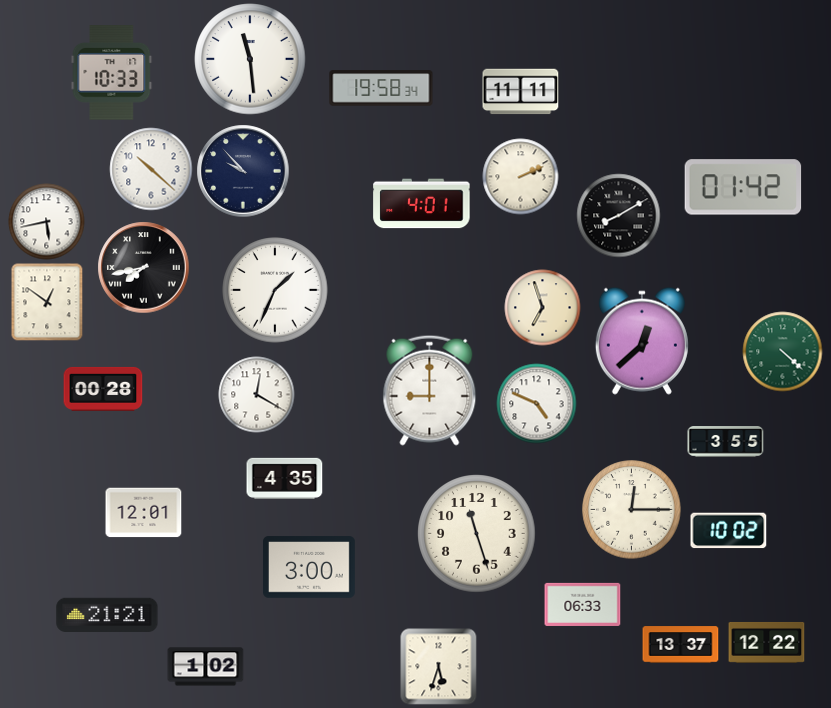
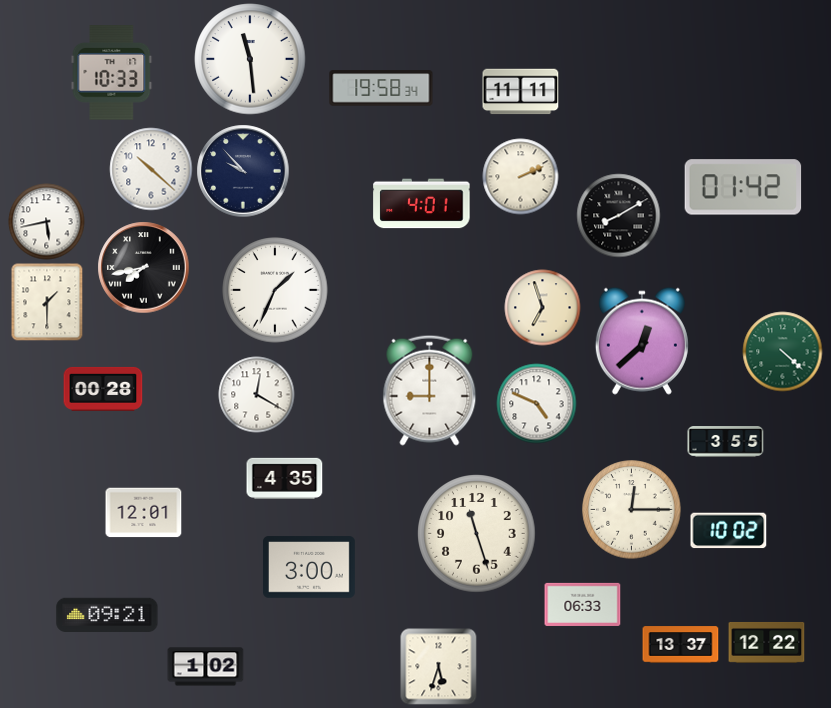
clock at (47, 302): 12:51 -> 1:30
clock at (107, 615): 21:21 -> 09:21
